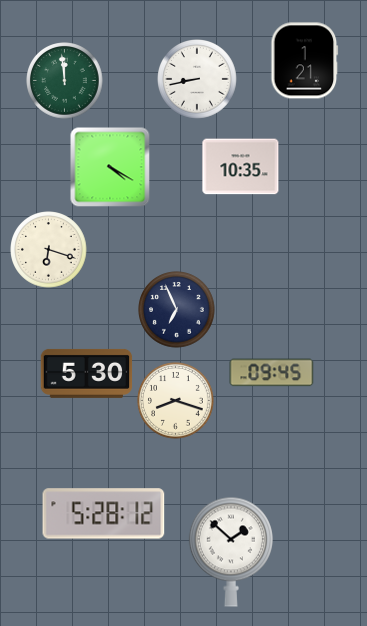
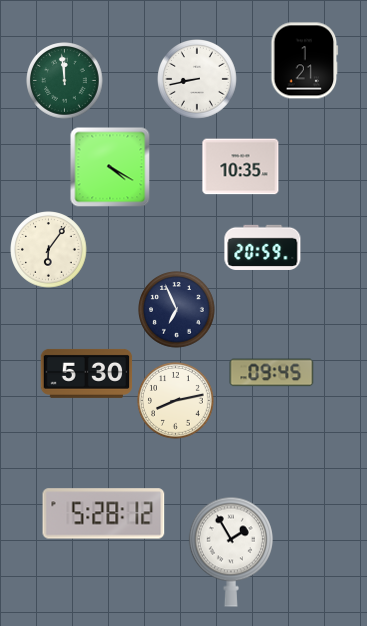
clock at (263, 247): none -> 20:59
clock at (49, 250): 6:18 -> 6:06
clock at (176, 401): 8:18 -> 8:13
clock at (231, 552): 1:52 -> 1:55
